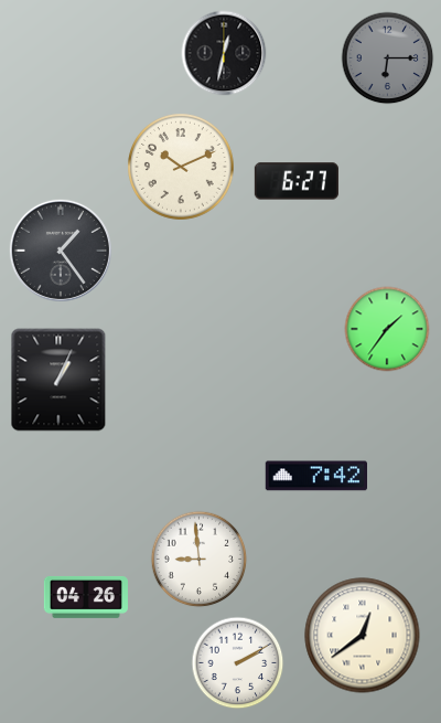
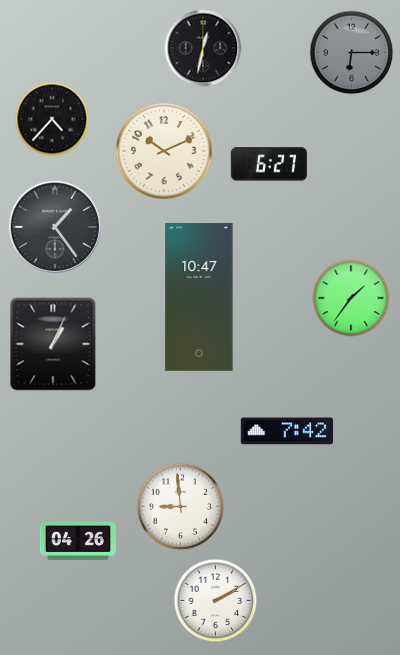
clock at (52, 119): none -> 4:37
clock at (199, 297): none -> 10:47
clock at (363, 636): 12:39 -> none
